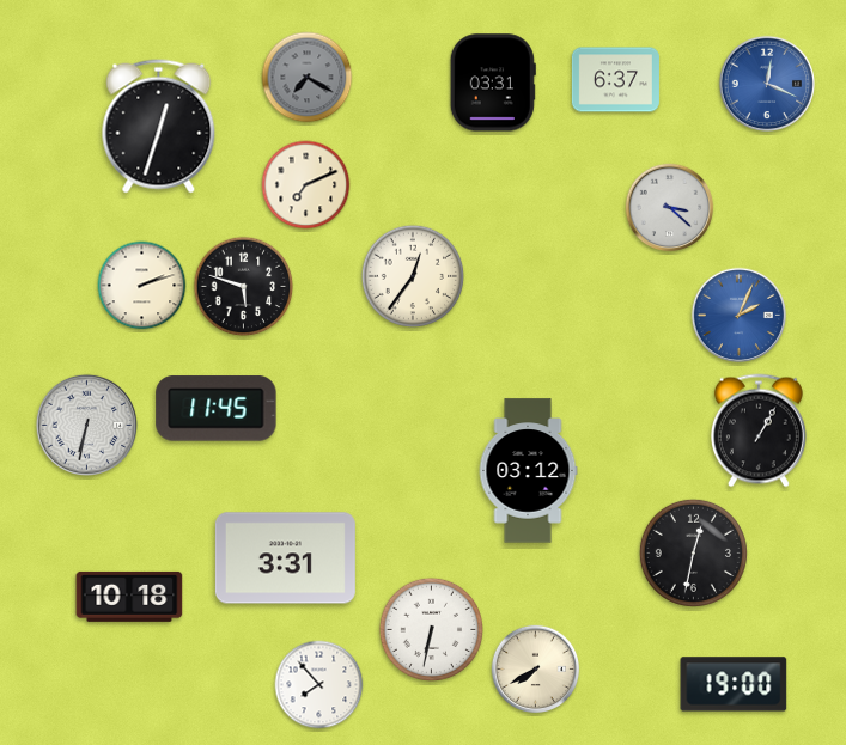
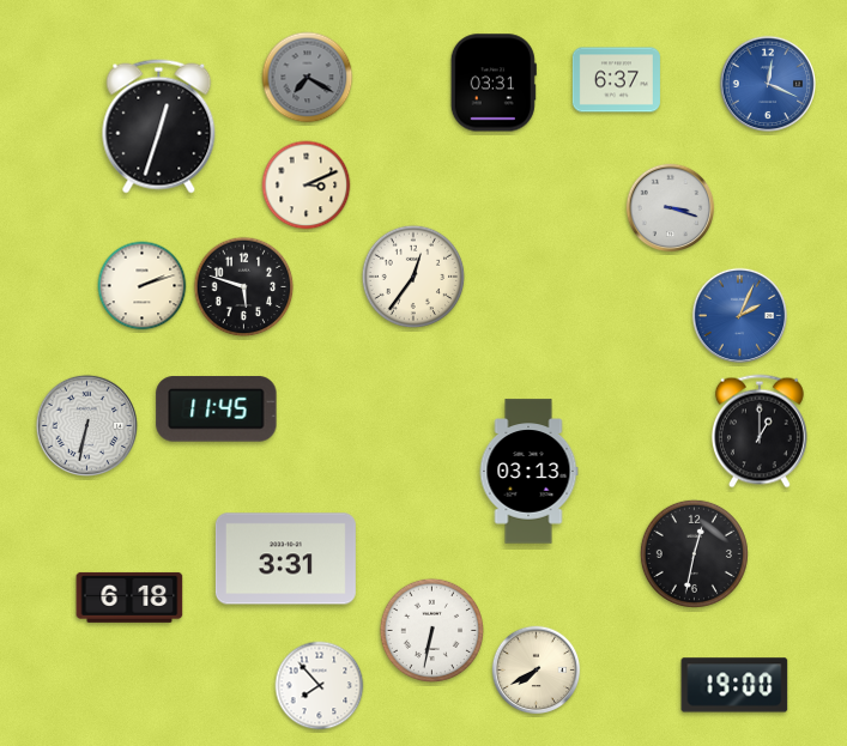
clock at (306, 185): 7:11 -> 3:11
clock at (670, 208): 3:22 -> 3:18
clock at (759, 430): 1:05 -> 1:00
clock at (528, 471): 03:12 -> 03:13
clock at (129, 597): 10:18 -> 6:18
